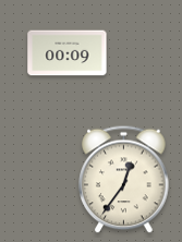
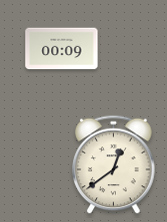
clock at (124, 180): 12:36 -> 12:39
